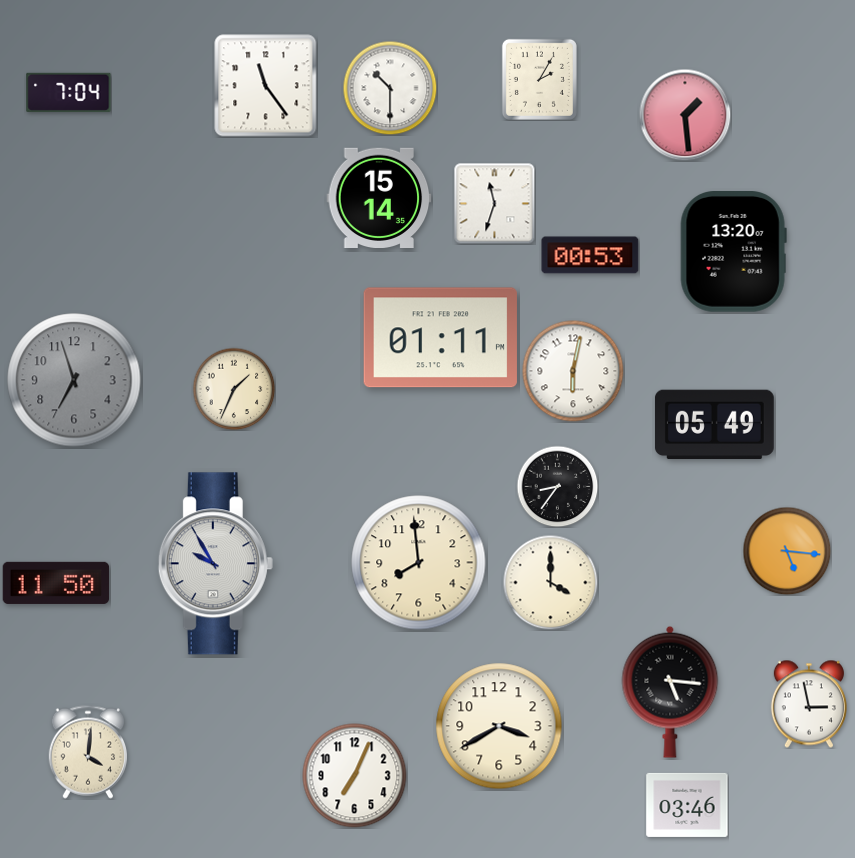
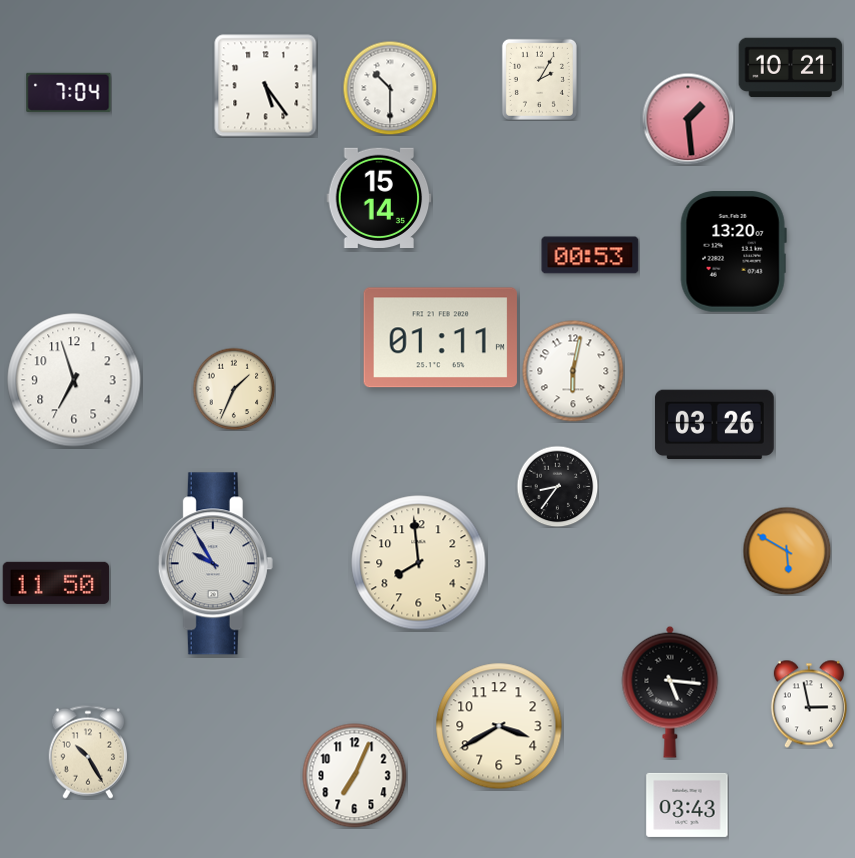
clock at (791, 68): none -> 10:21
clock at (266, 86): 11:24 -> 5:24
clock at (685, 115) position: (685, 115) -> (688, 119)
clock at (494, 203): 11:33 -> none
clock at (74, 380) dial: grey -> white
clock at (714, 425): 05:49 -> 03:26
clock at (787, 551): 5:16 -> 5:50
clock at (550, 582): 4:00 -> none
clock at (87, 752): 4:01 -> 10:25
clock at (687, 805): 03:46 -> 03:43
